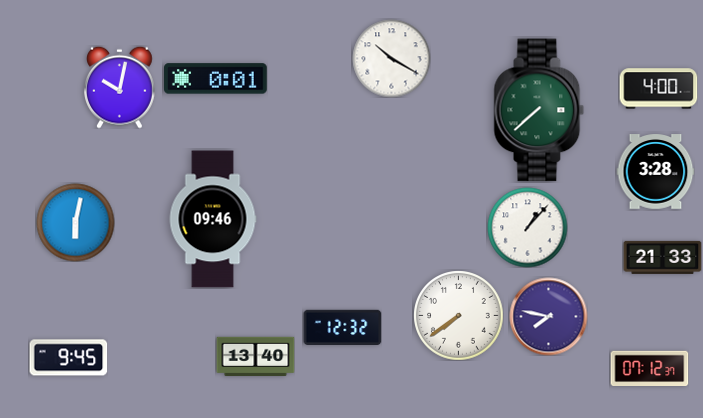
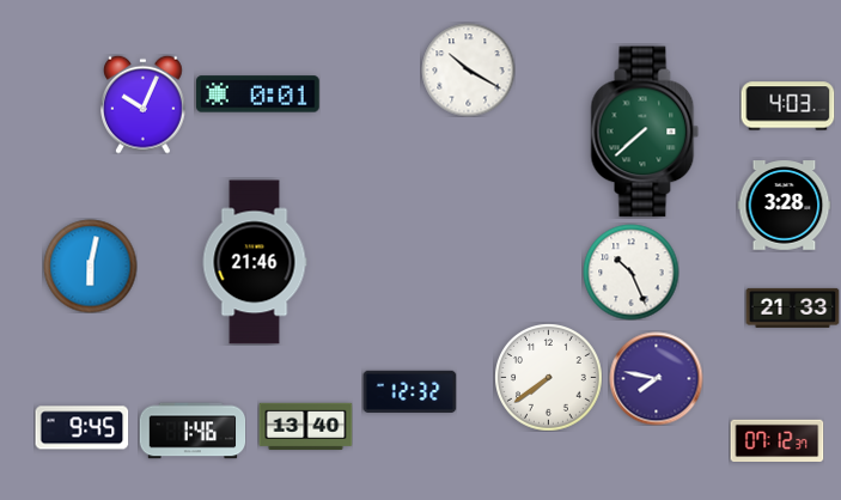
clock at (120, 87): 10:02 -> 10:04
clock at (658, 89): 4:00 -> 4:03
clock at (213, 219): 09:46 -> 21:46
clock at (527, 227): 1:07 -> 10:26
clock at (193, 431): none -> 1:46
